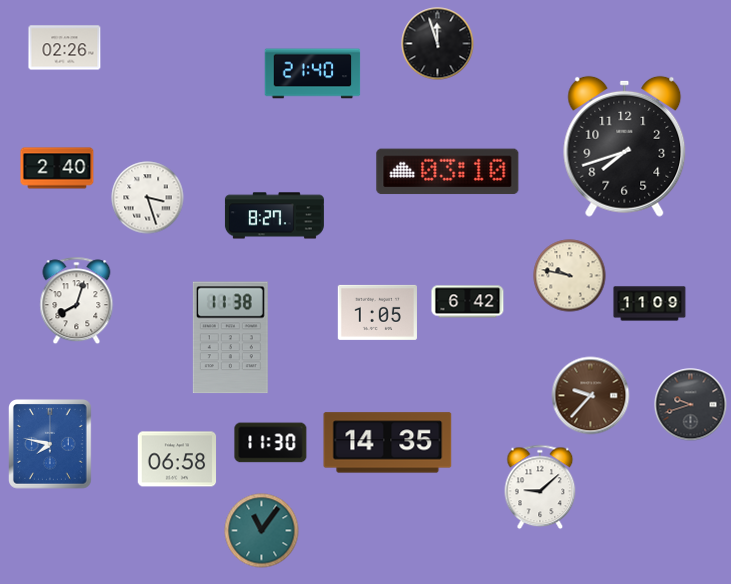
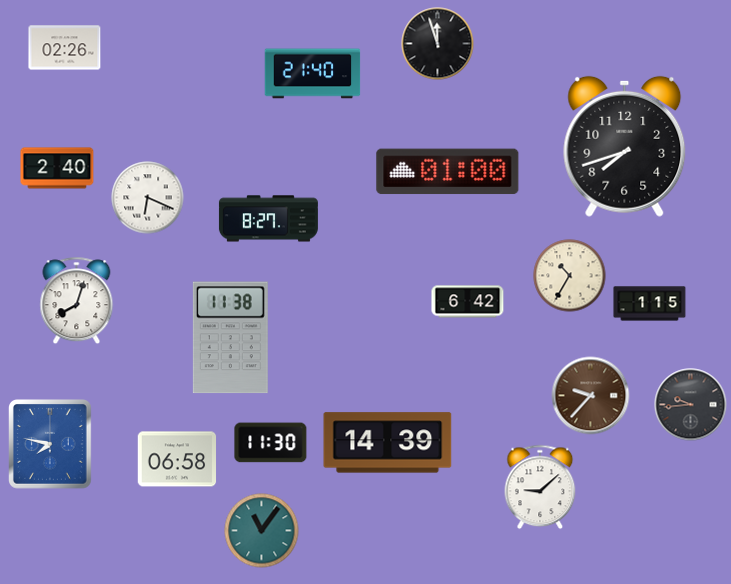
clock at (448, 172): 03:10 -> 01:00
clock at (148, 198): 3:27 -> 6:19
clock at (274, 216) position: (274, 216) -> (268, 219)
clock at (570, 276): 9:47 -> 10:35
clock at (650, 304): 11:09 -> 1:15
clock at (377, 312): 1:05 -> none
clock at (691, 405): 9:42 -> 9:44
clock at (388, 443): 14:35 -> 14:39
